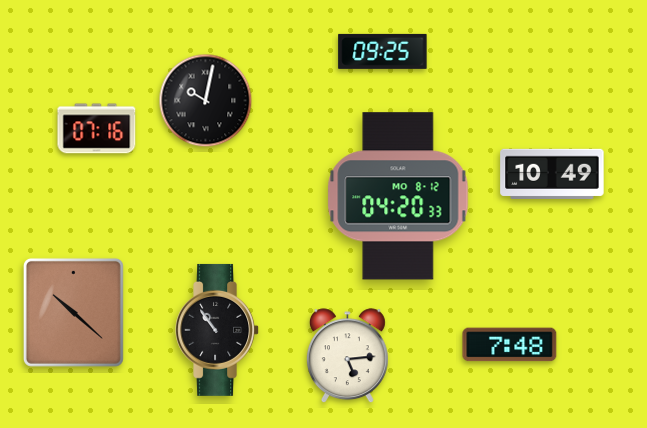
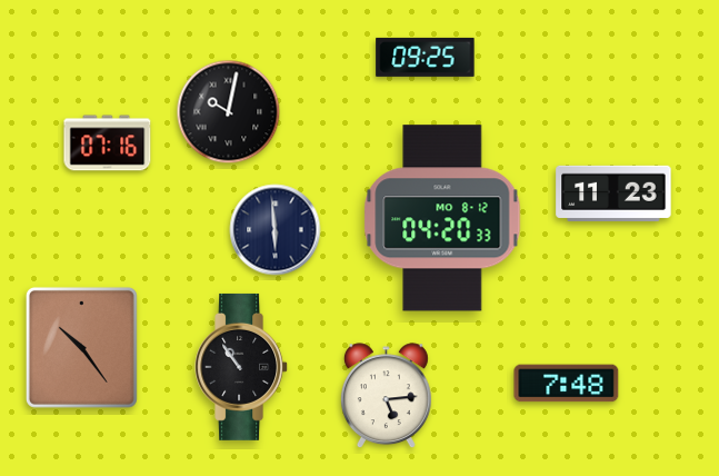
clock at (552, 174): 10:49 -> 11:23
clock at (276, 230): none -> 5:59
clock at (73, 312): 10:22 -> 10:24
